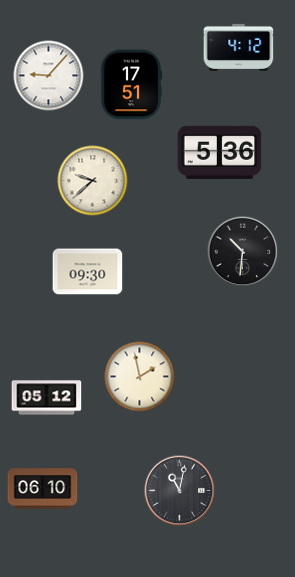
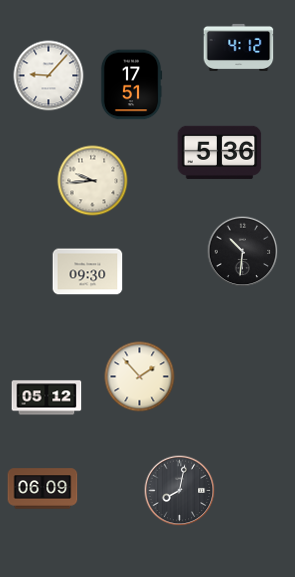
clock at (93, 181): 9:38 -> 9:44
clock at (140, 377): 1:58 -> 1:53
clock at (43, 489): 06:10 -> 06:09
clock at (180, 491): 11:02 -> 8:02
